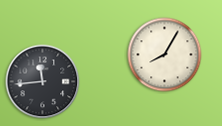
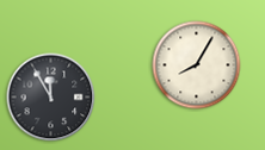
clock at (43, 82): 11:44 -> 11:55
